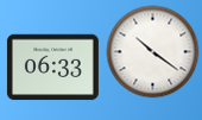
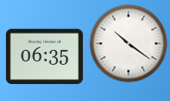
clock at (52, 68): 06:33 -> 06:35
